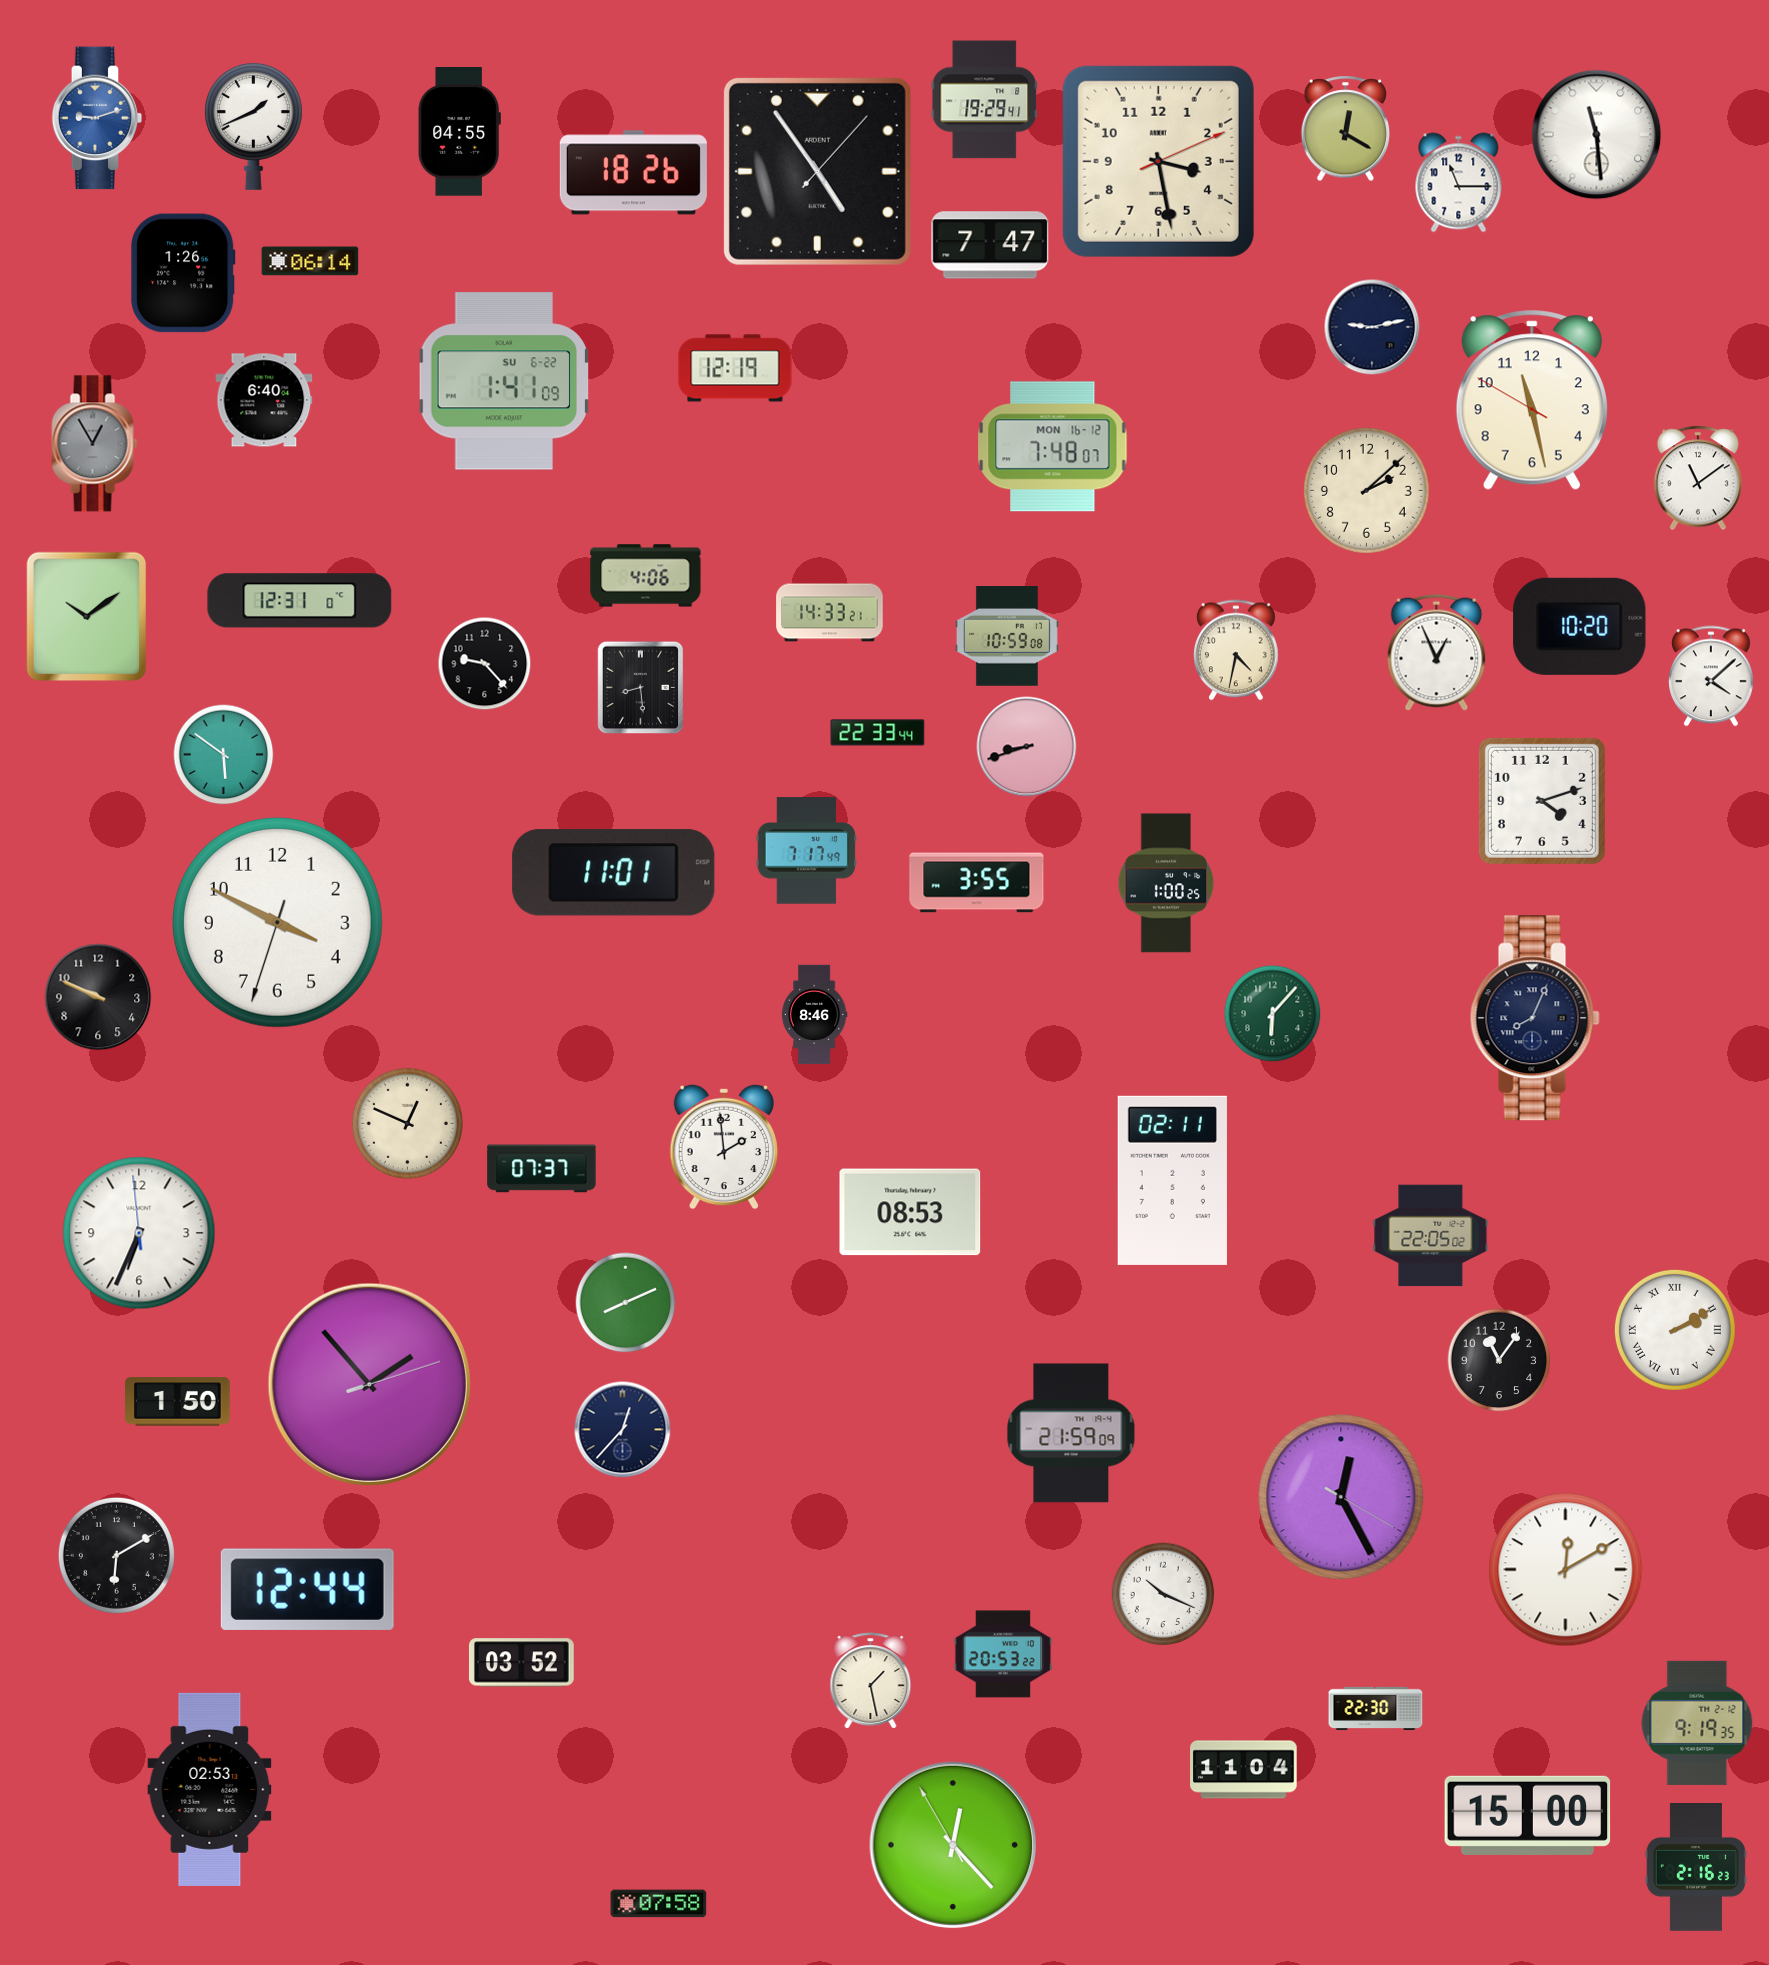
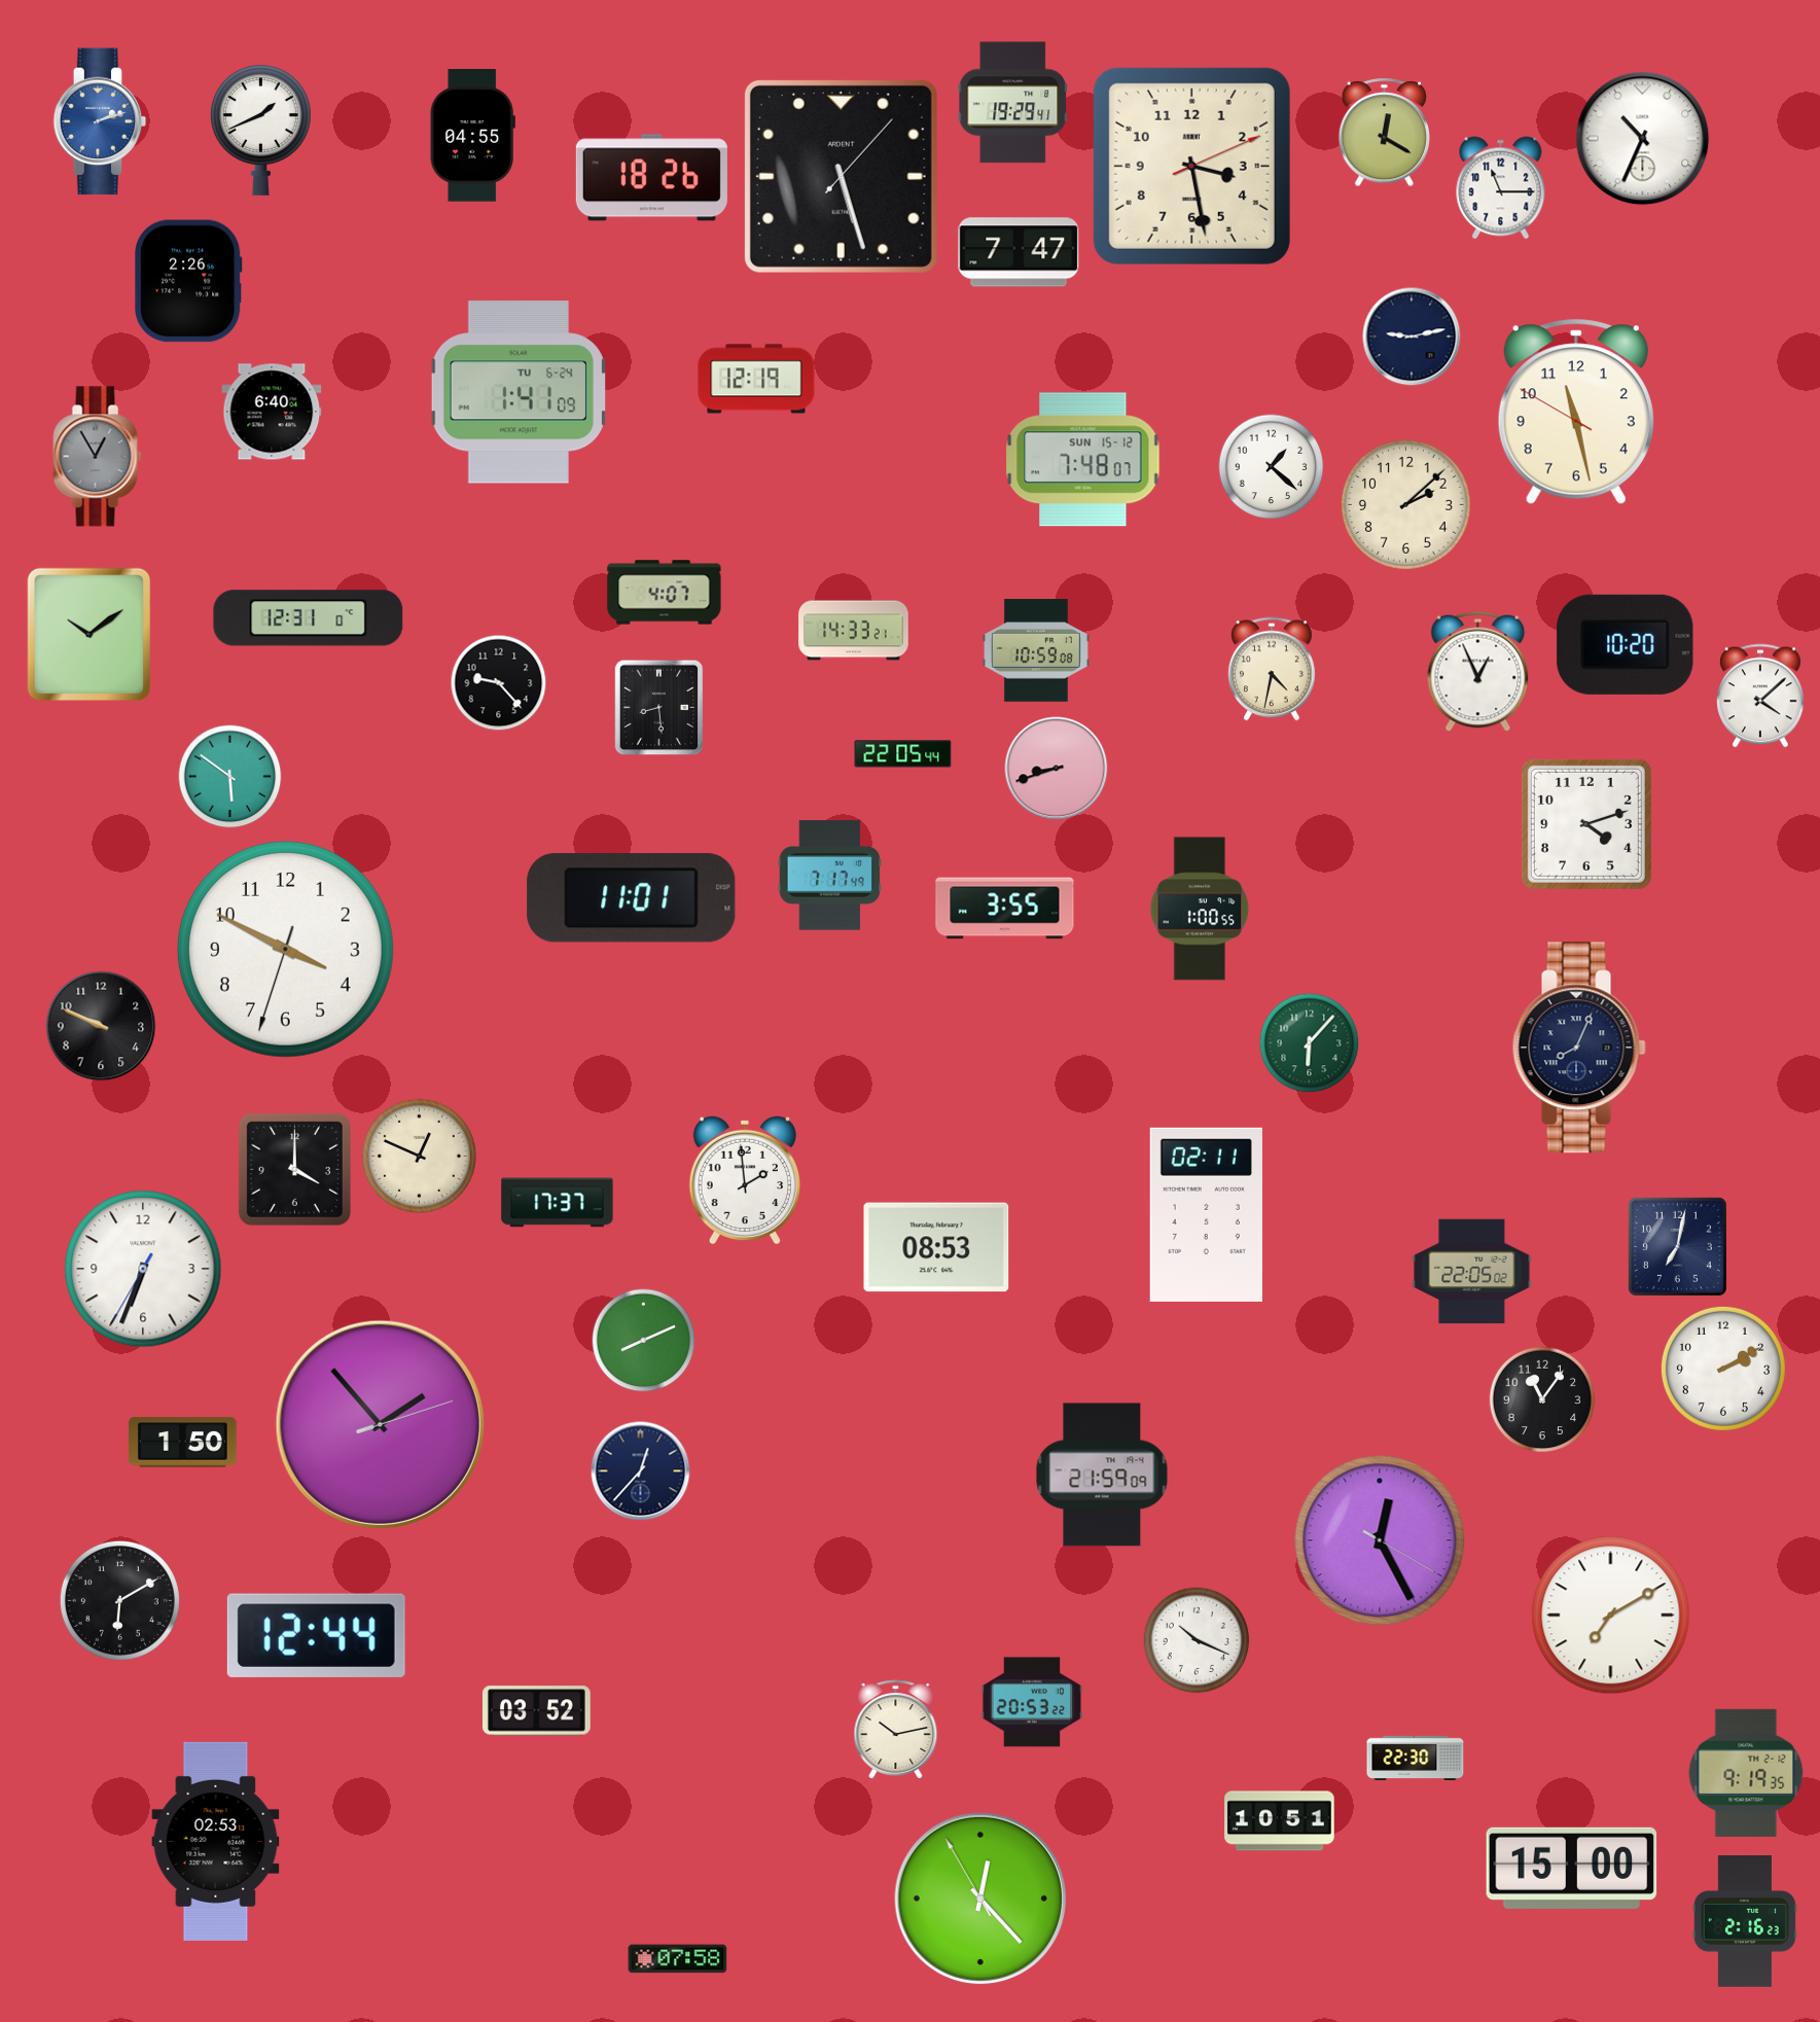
clock at (97, 118): 9:12 -> 2:12
clock at (1597, 135): 11:29 -> 10:34
clock at (817, 171): 4:54 -> 5:27
clock at (310, 261): 06:14 -> none
clock at (183, 273): 1:26 -> 2:26
clock at (503, 381) date: SU 6-22 -> TU 6-24
clock at (1053, 447) date: MON 16-12 -> SUN 15-12
clock at (1272, 467): none -> 1:22
clock at (1698, 478): 11:09 -> none
clock at (646, 576): 4:06 -> 4:07
clock at (1007, 636) position: (1007, 636) -> (1036, 650)
clock at (878, 733): 22:33 -> 22:05
clock at (1166, 883): 1:00:25 -> 1:00:55
clock at (814, 1015): 8:46 -> none
clock at (294, 1169): none -> 4:00
clock at (542, 1169): 07:37 -> 17:37
clock at (1677, 1246): none -> 7:02
clock at (139, 1233): 6:33:59 -> 6:33:35
clock at (1675, 1330) numerals: Roman -> Arabic
clock at (1566, 1570): 12:10 -> 7:10
clock at (871, 1681): 1:28 -> 10:13
clock at (1244, 1770): 11:04 -> 10:51
